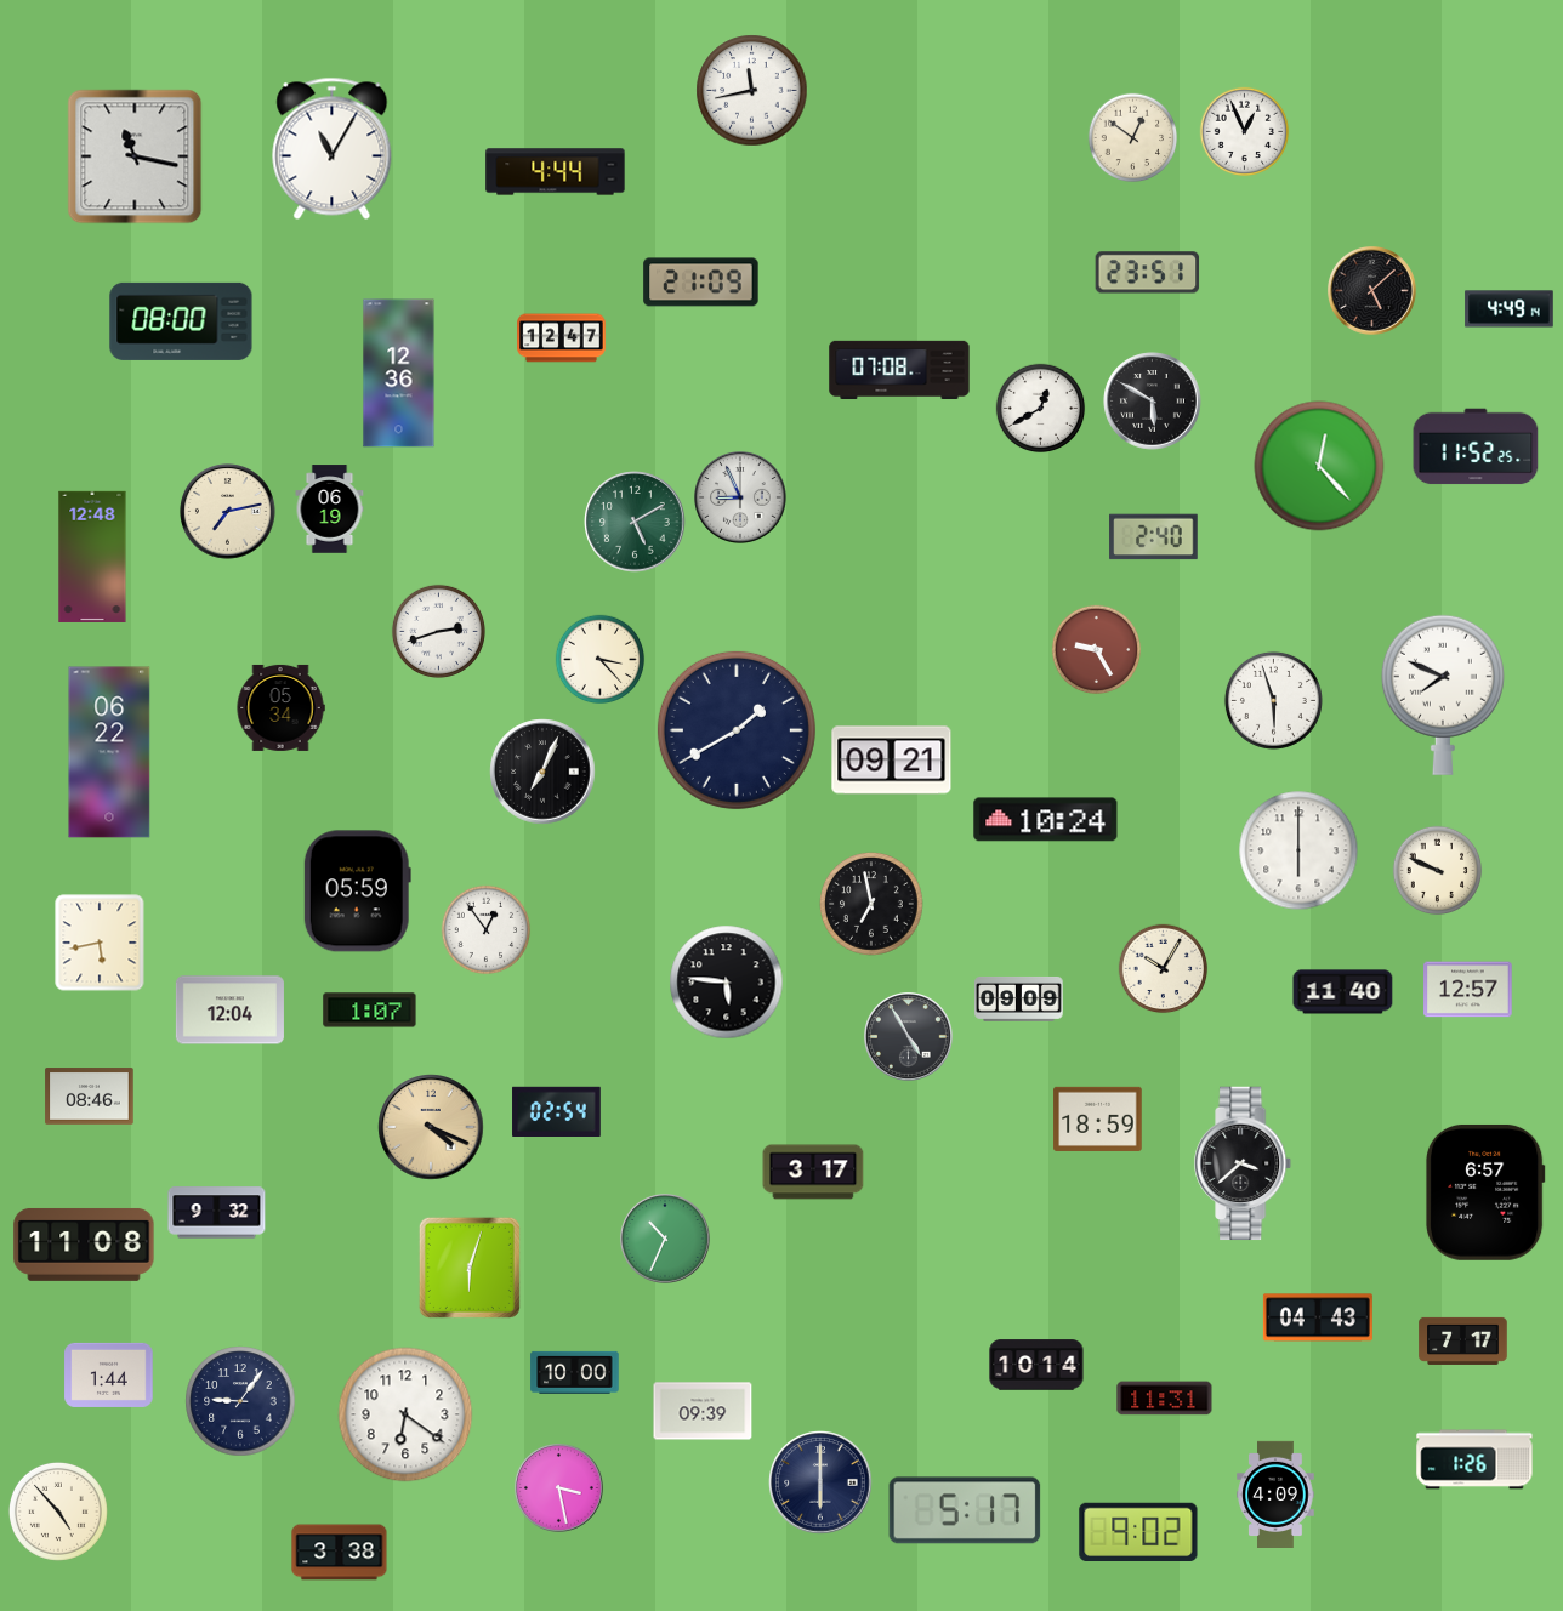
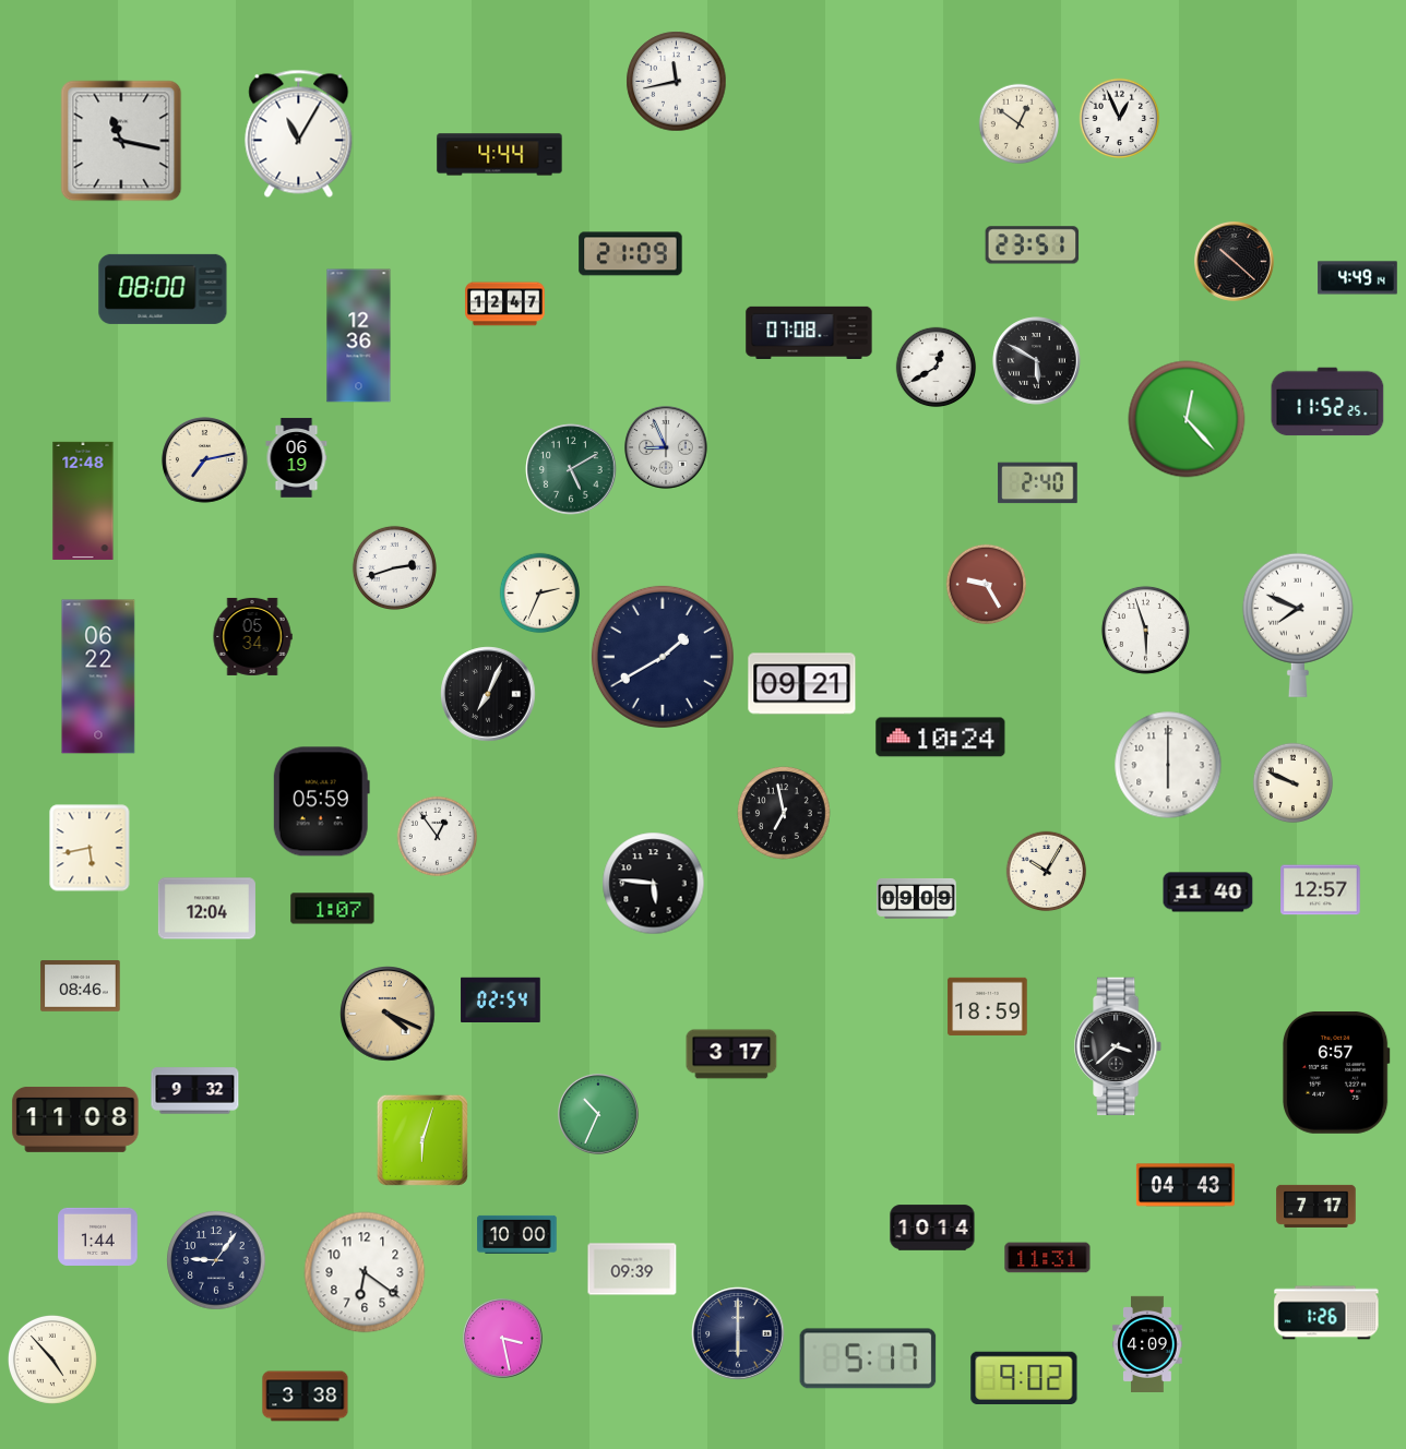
clock at (1372, 291): 5:08 -> 10:22
clock at (601, 660): 3:23 -> 2:34
clock at (909, 1037): 4:55 -> none
